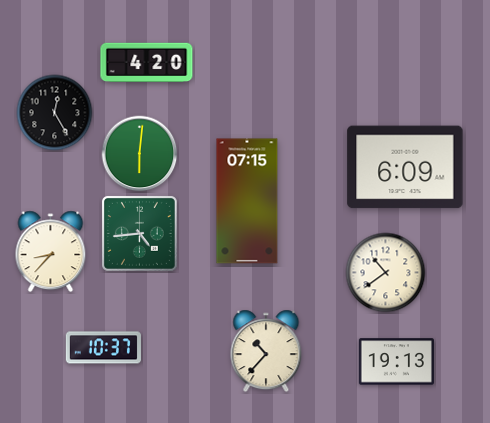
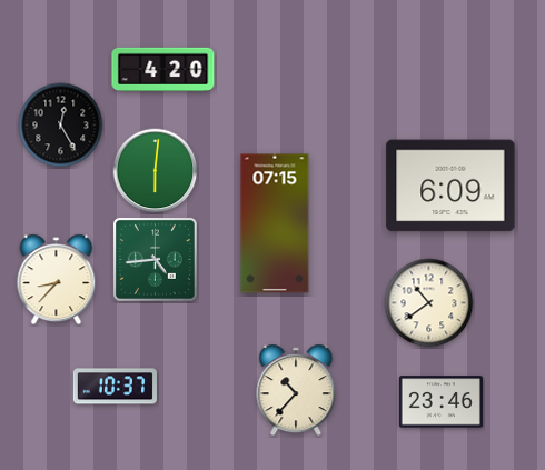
clock at (396, 362): 19:13 -> 23:46
